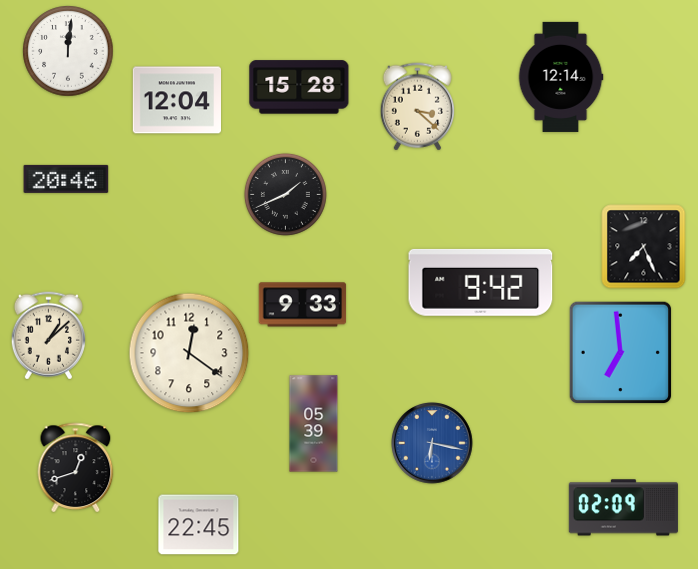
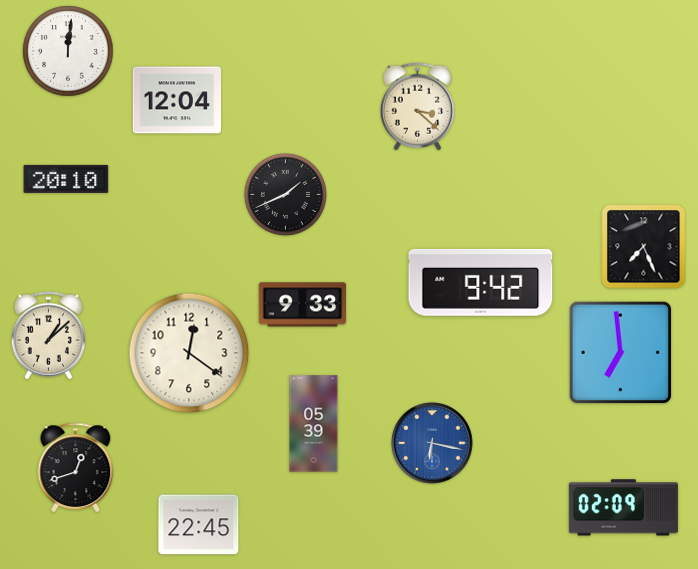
clock at (561, 77): 12:14 -> none
clock at (299, 87): 15:28 -> none
clock at (66, 179): 20:46 -> 20:10
